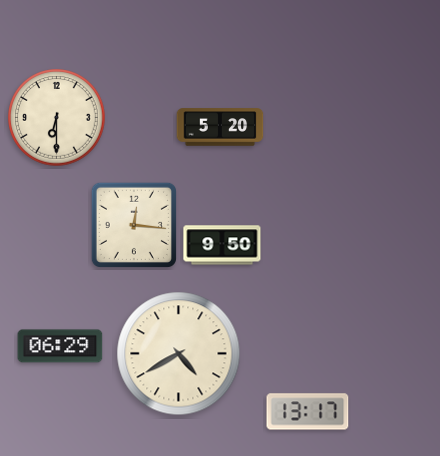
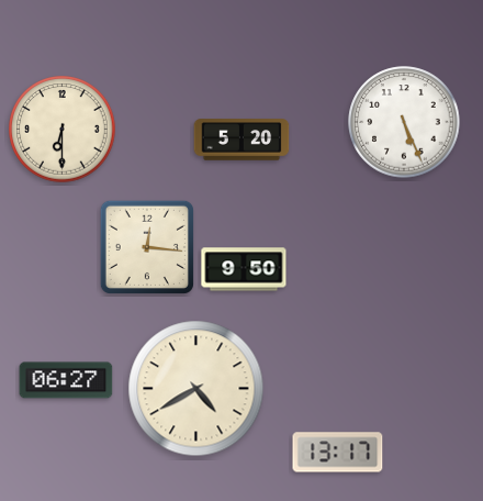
clock at (404, 122): none -> 5:26
clock at (60, 346): 06:29 -> 06:27
